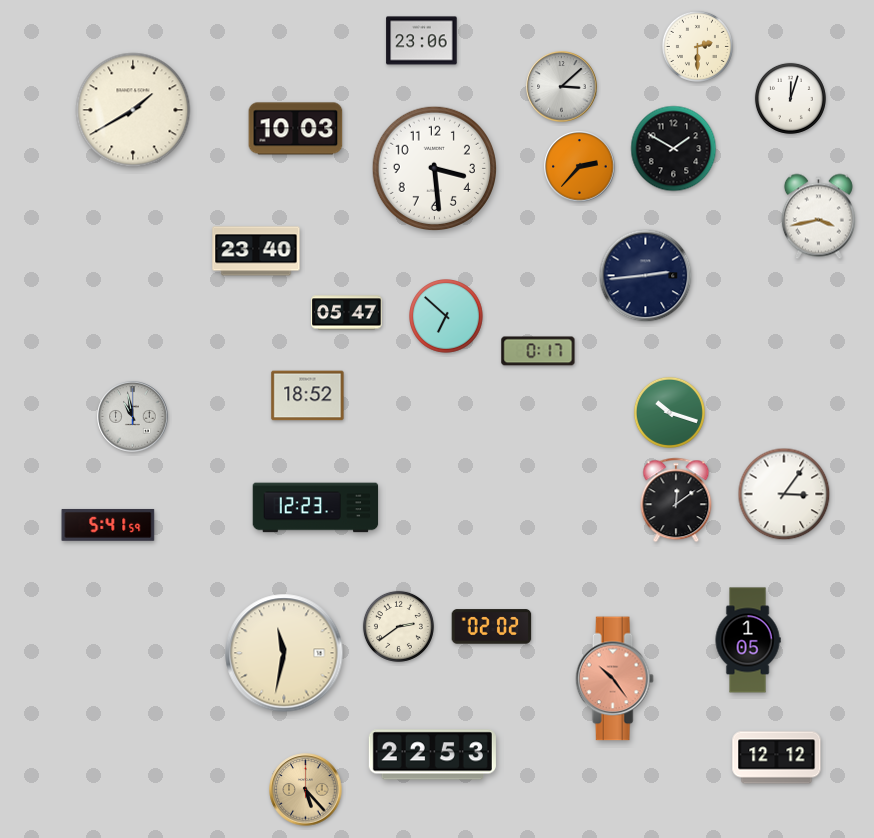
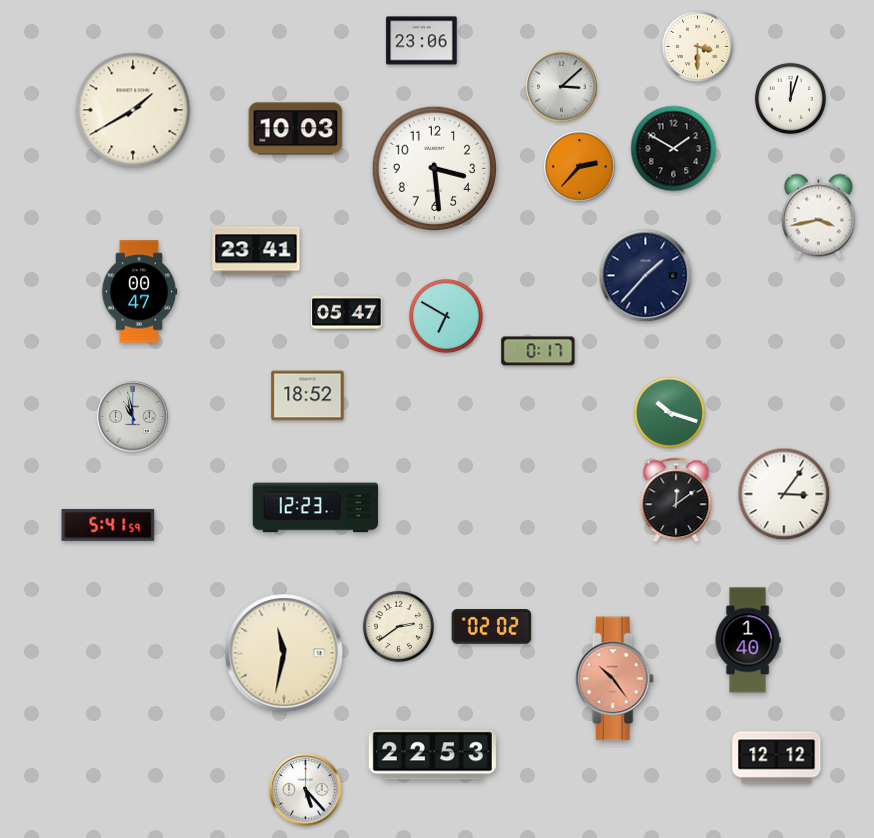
clock at (697, 46): 2:30 -> 3:30
clock at (256, 251): 23:40 -> 23:41
clock at (646, 276): 2:44 -> 1:37
clock at (139, 292): none -> 00:47
clock at (447, 317): 6:52 -> 6:50
clock at (748, 640): 1:05 -> 1:40
clock at (306, 790) dial: champagne -> white
